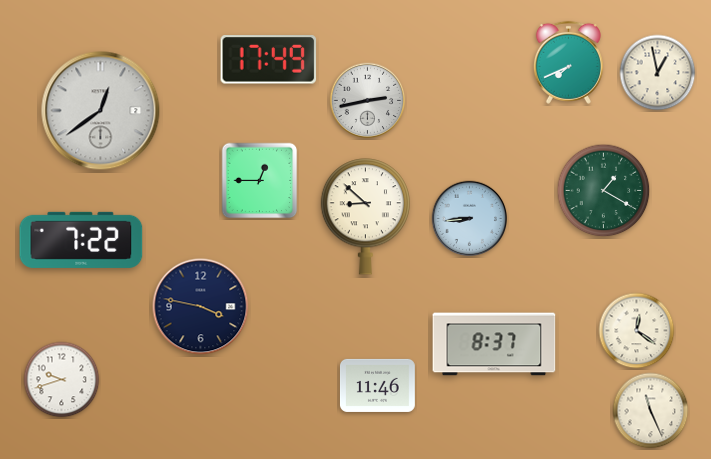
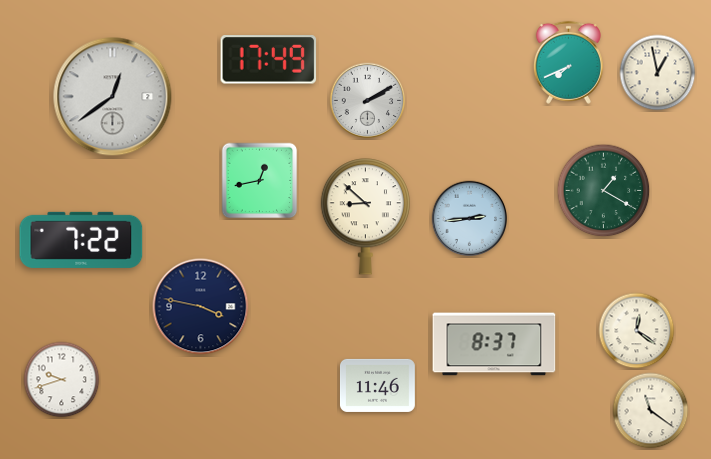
clock at (368, 101): 2:43 -> 2:10
clock at (101, 111) position: (101, 111) -> (113, 97)
clock at (260, 181): 12:45 -> 12:43
clock at (470, 219): 8:44 -> 2:44
clock at (651, 411): 11:26 -> 11:21
